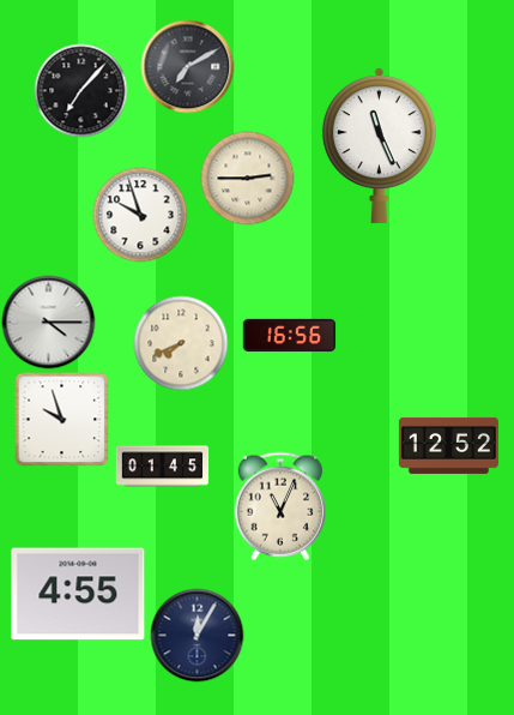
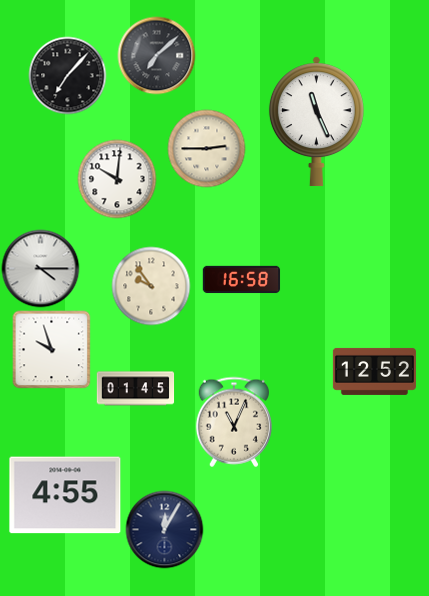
clock at (187, 66): 7:10 -> 7:08
clock at (140, 215): 9:57 -> 10:01
clock at (289, 336): 16:56 -> 16:58
clock at (181, 343): 7:41 -> 9:54
